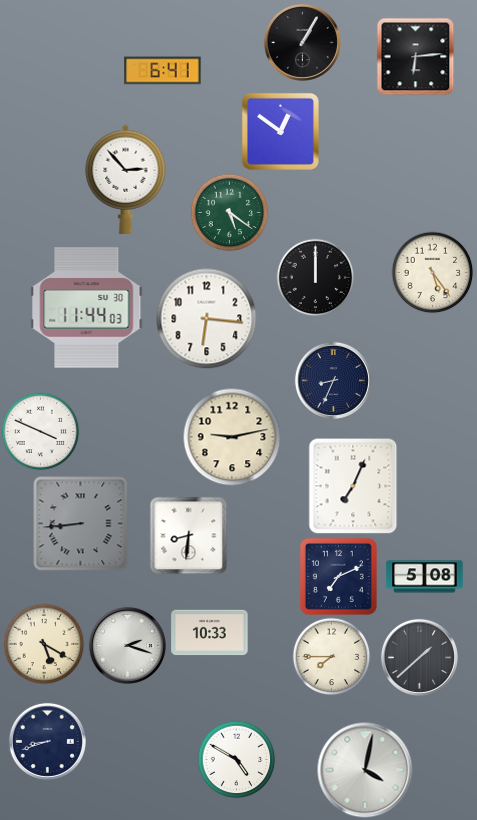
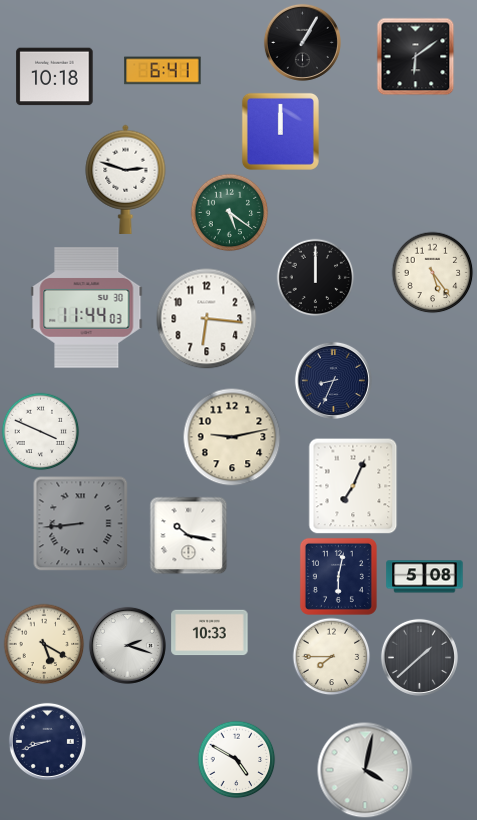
clock at (415, 56): 6:14 -> 6:09
clock at (55, 77): none -> 10:18
clock at (280, 131): 12:51 -> 12:00
clock at (126, 179): 2:53 -> 2:48
clock at (188, 535): 8:31 -> 10:17
clock at (338, 576): 7:11 -> 6:02
